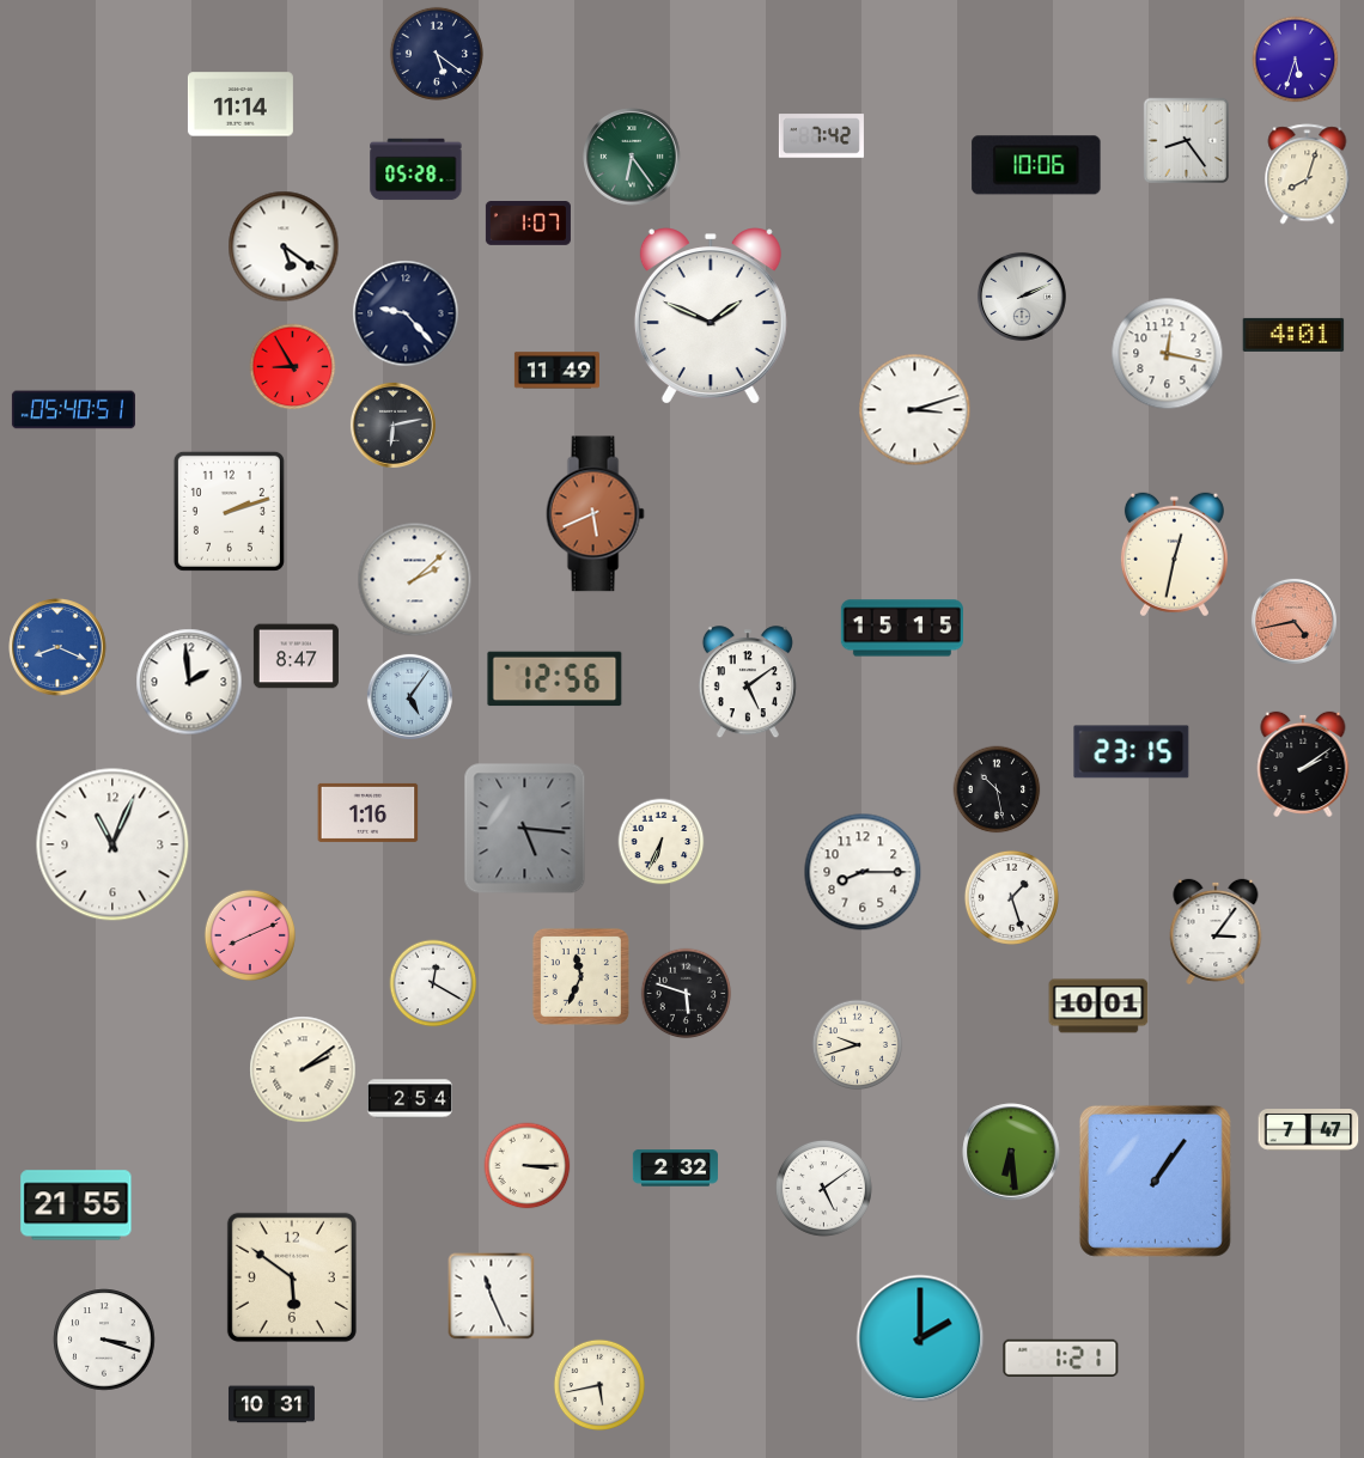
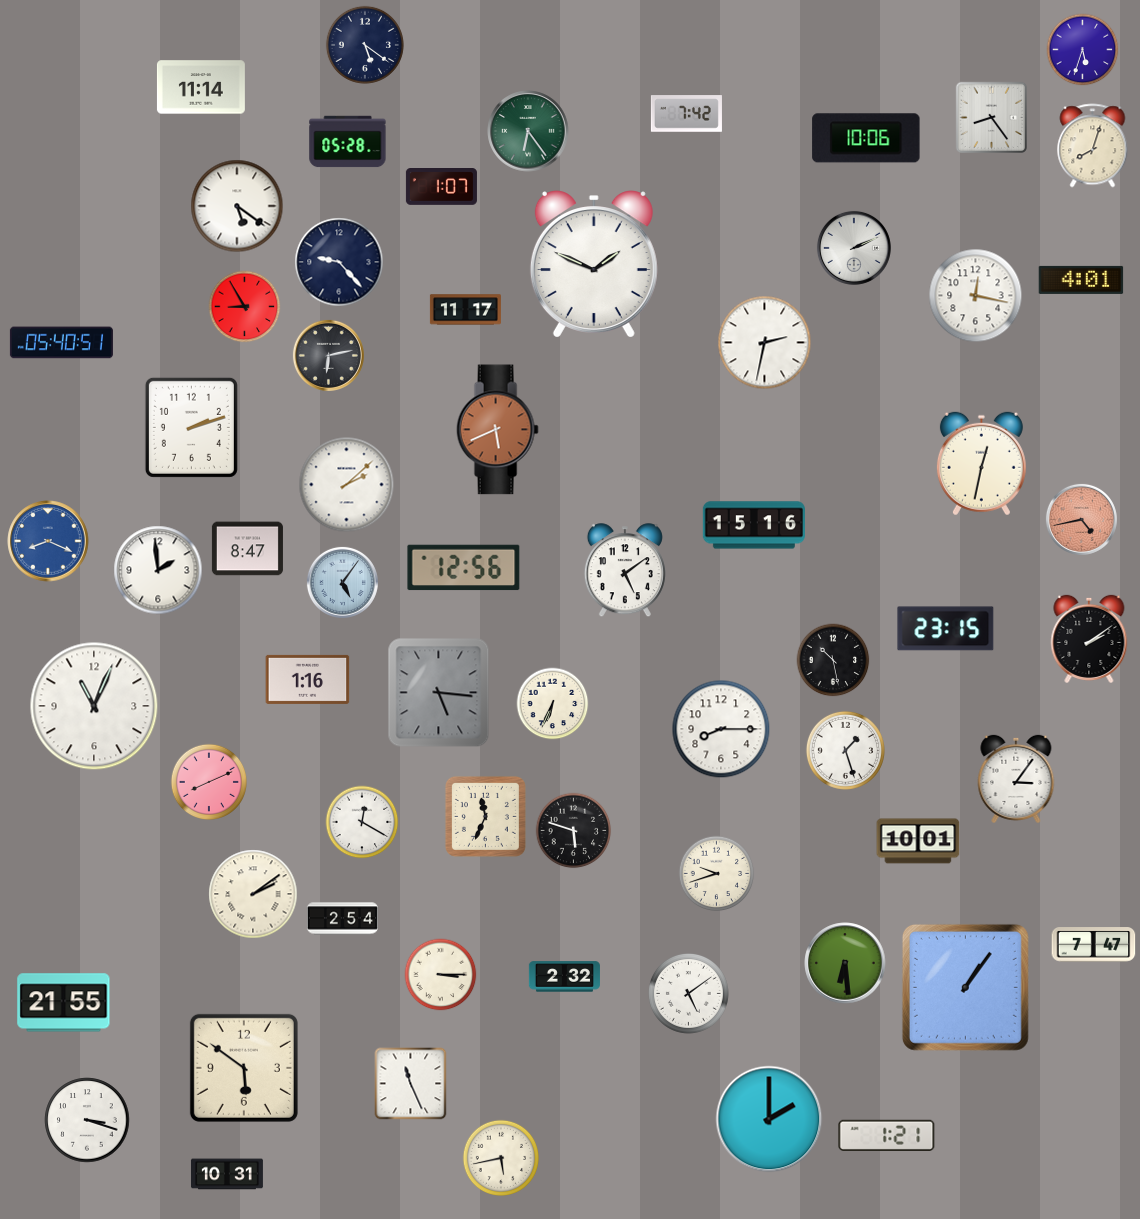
clock at (556, 371): 11:49 -> 11:17
clock at (915, 410): 3:12 -> 2:32
clock at (902, 628): 15:15 -> 15:16
clock at (77, 1206) position: (77, 1206) -> (64, 1003)
